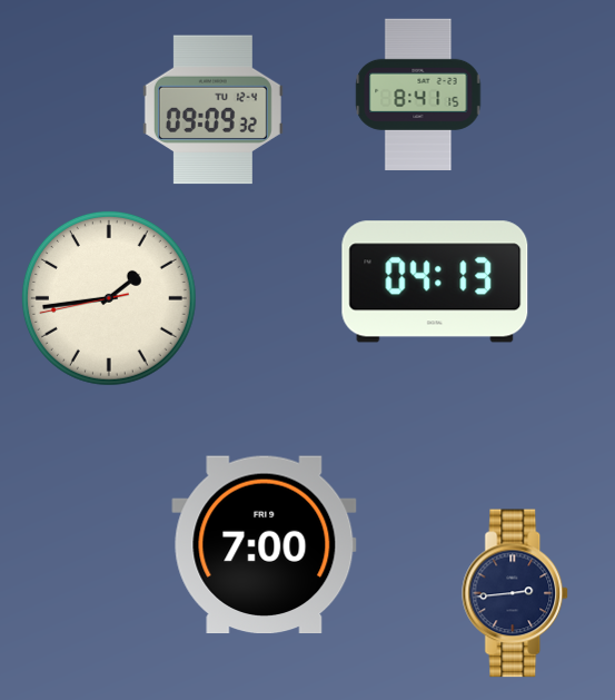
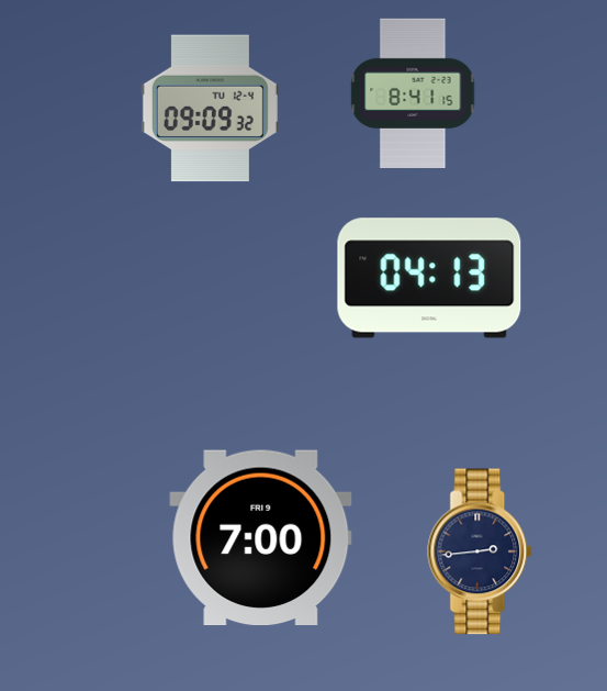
clock at (109, 298): 1:43 -> none
clock at (516, 593) position: (516, 593) -> (481, 551)
